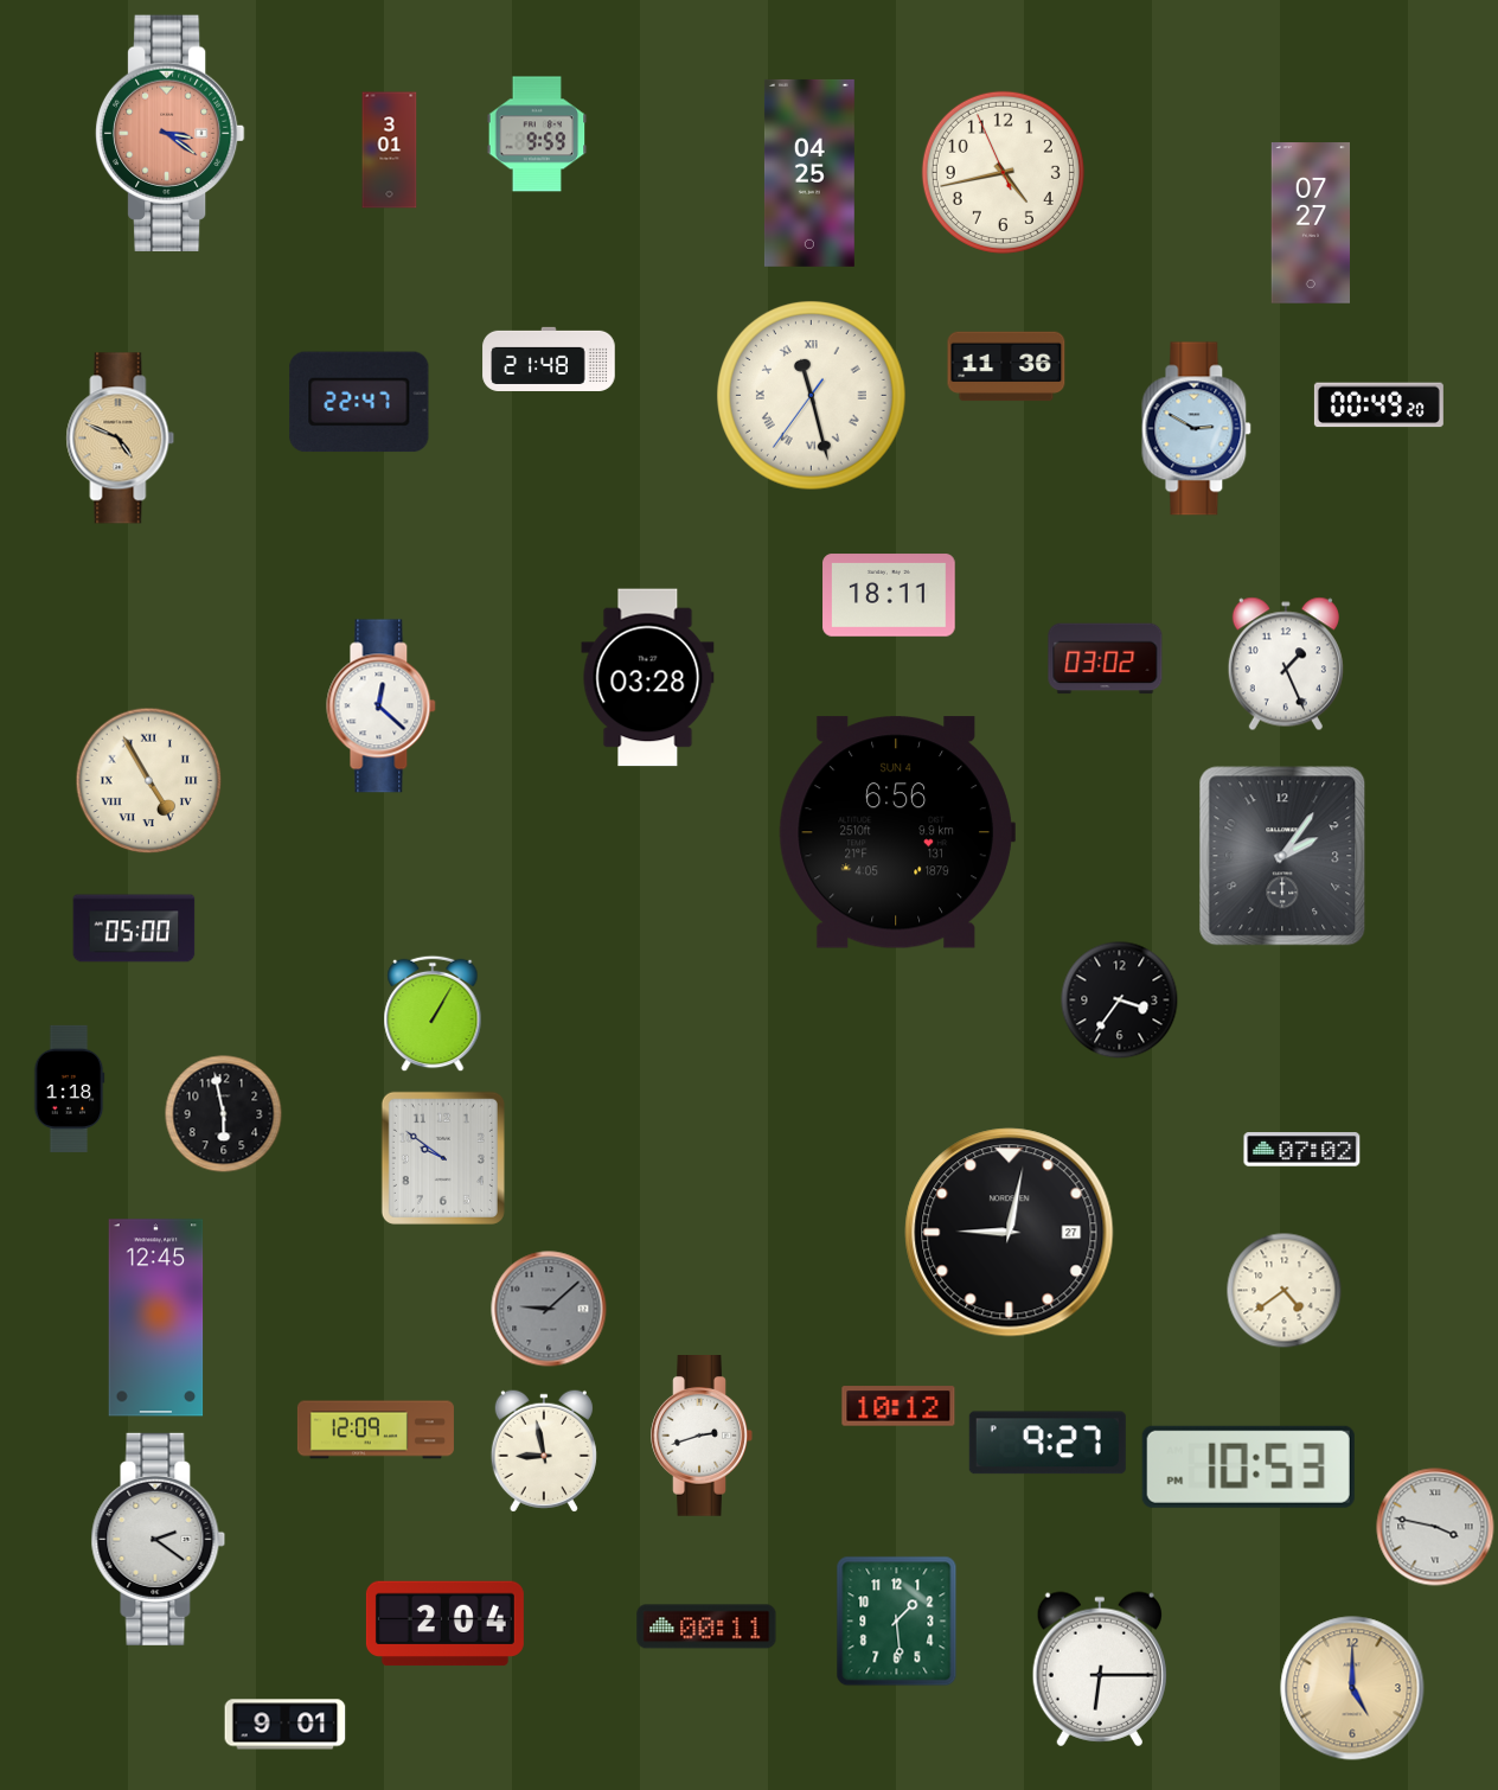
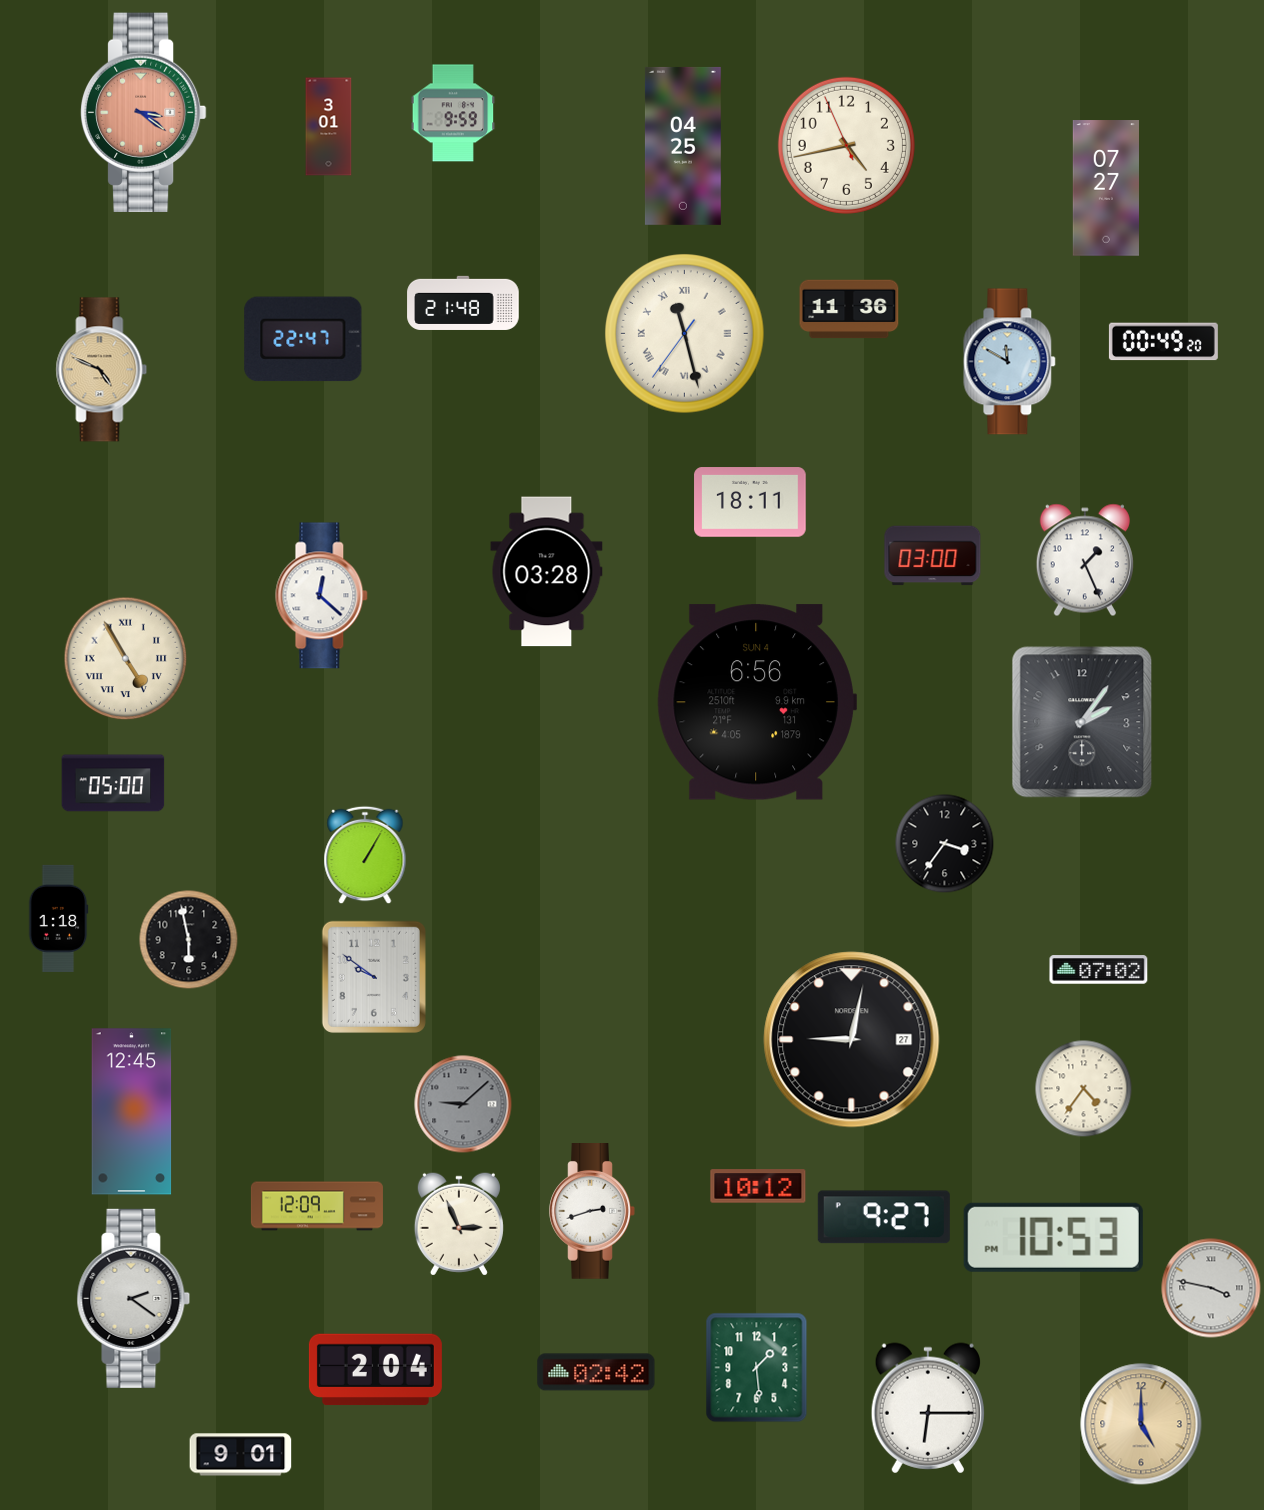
clock at (1197, 429): 2:50 -> 11:50
clock at (1106, 659): 03:02 -> 03:00
clock at (1285, 1291): 4:39 -> 4:36
clock at (544, 1451): 8:58 -> 2:56
clock at (706, 1626): 00:11 -> 02:42
